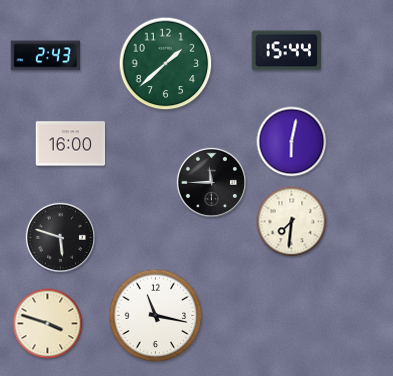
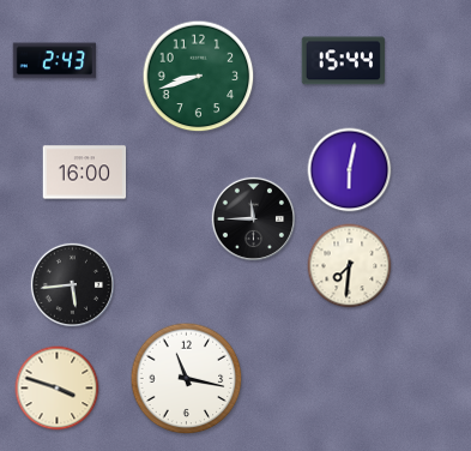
clock at (46, 56) position: (46, 56) -> (55, 61)
clock at (166, 64): 1:38 -> 8:42
clock at (60, 237): 5:48 -> 5:44
